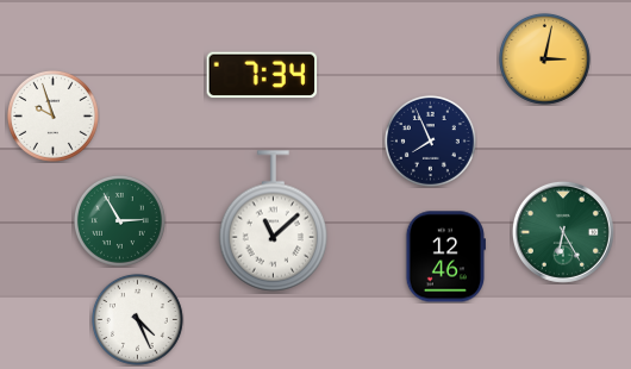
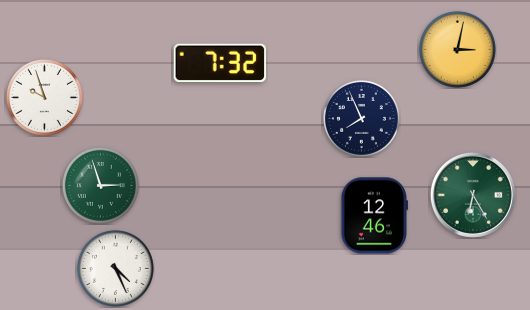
clock at (262, 75): 7:34 -> 7:32
clock at (119, 220): 2:55 -> 2:57
clock at (274, 221): 11:08 -> none
